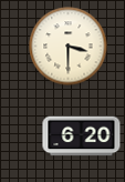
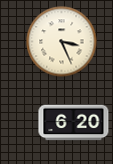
clock at (69, 47): 3:30 -> 3:26
